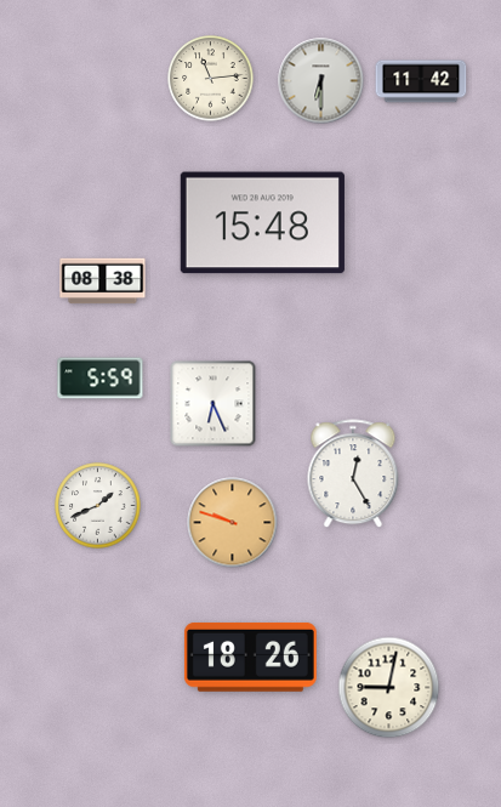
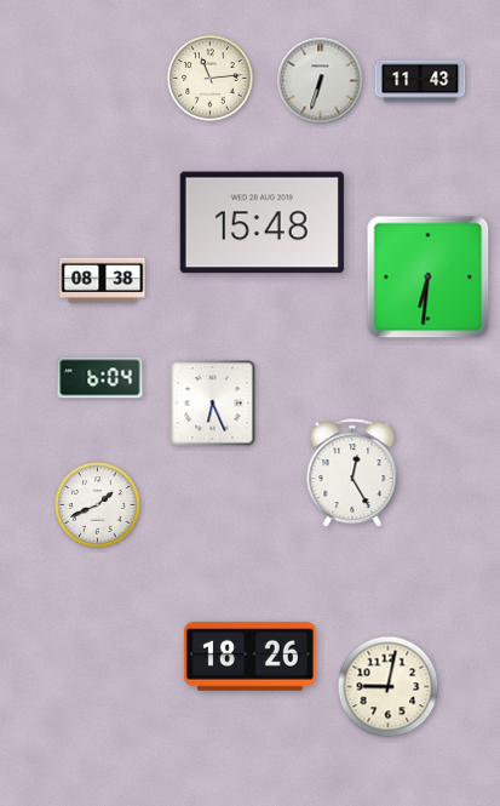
clock at (321, 81): 6:30 -> 6:33
clock at (421, 81): 11:42 -> 11:43
clock at (429, 278): none -> 6:31
clock at (101, 379): 5:59 -> 6:04
clock at (233, 523): 9:48 -> none
